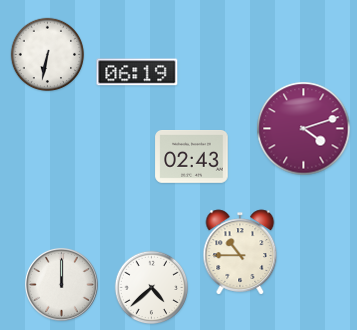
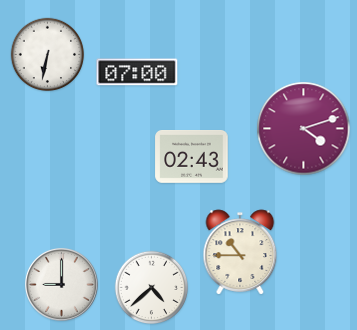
clock at (137, 72): 06:19 -> 07:00
clock at (61, 284): 12:00 -> 9:00
